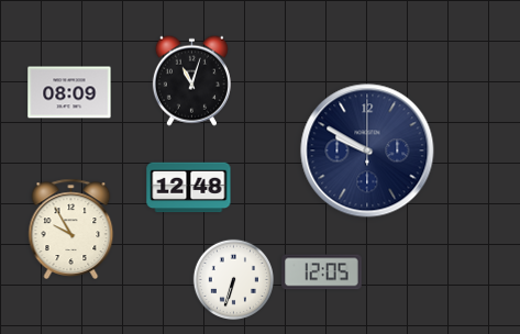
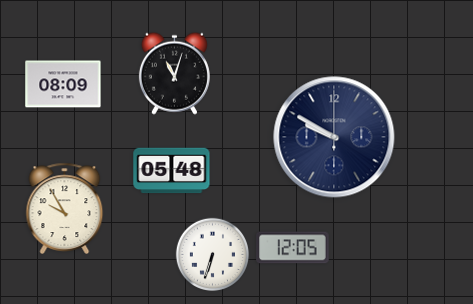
clock at (189, 188): 12:48 -> 05:48
